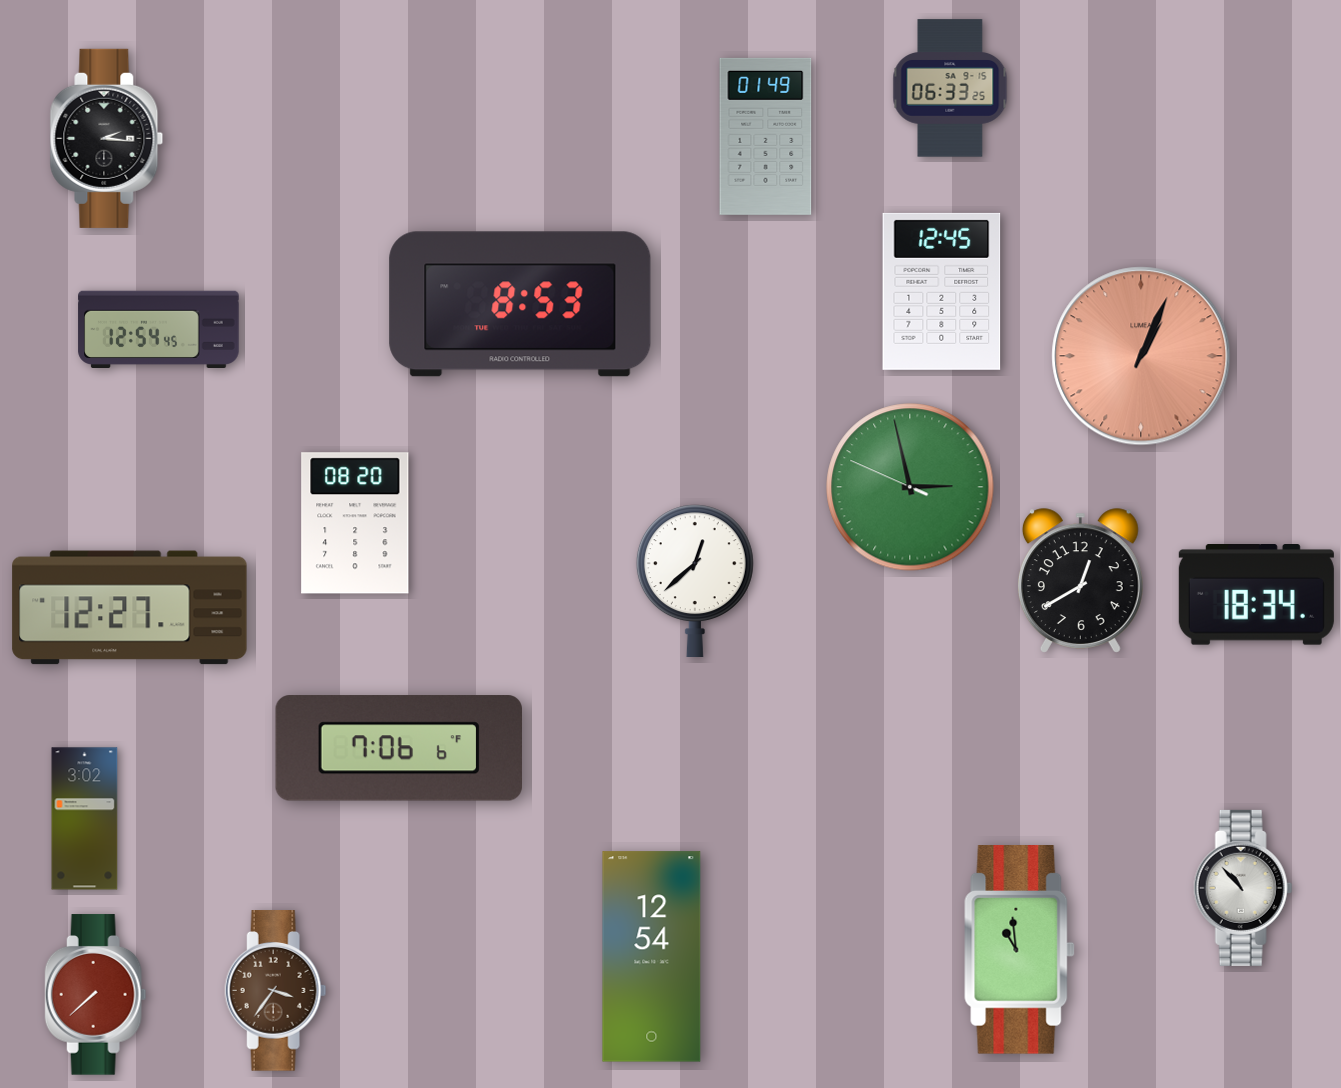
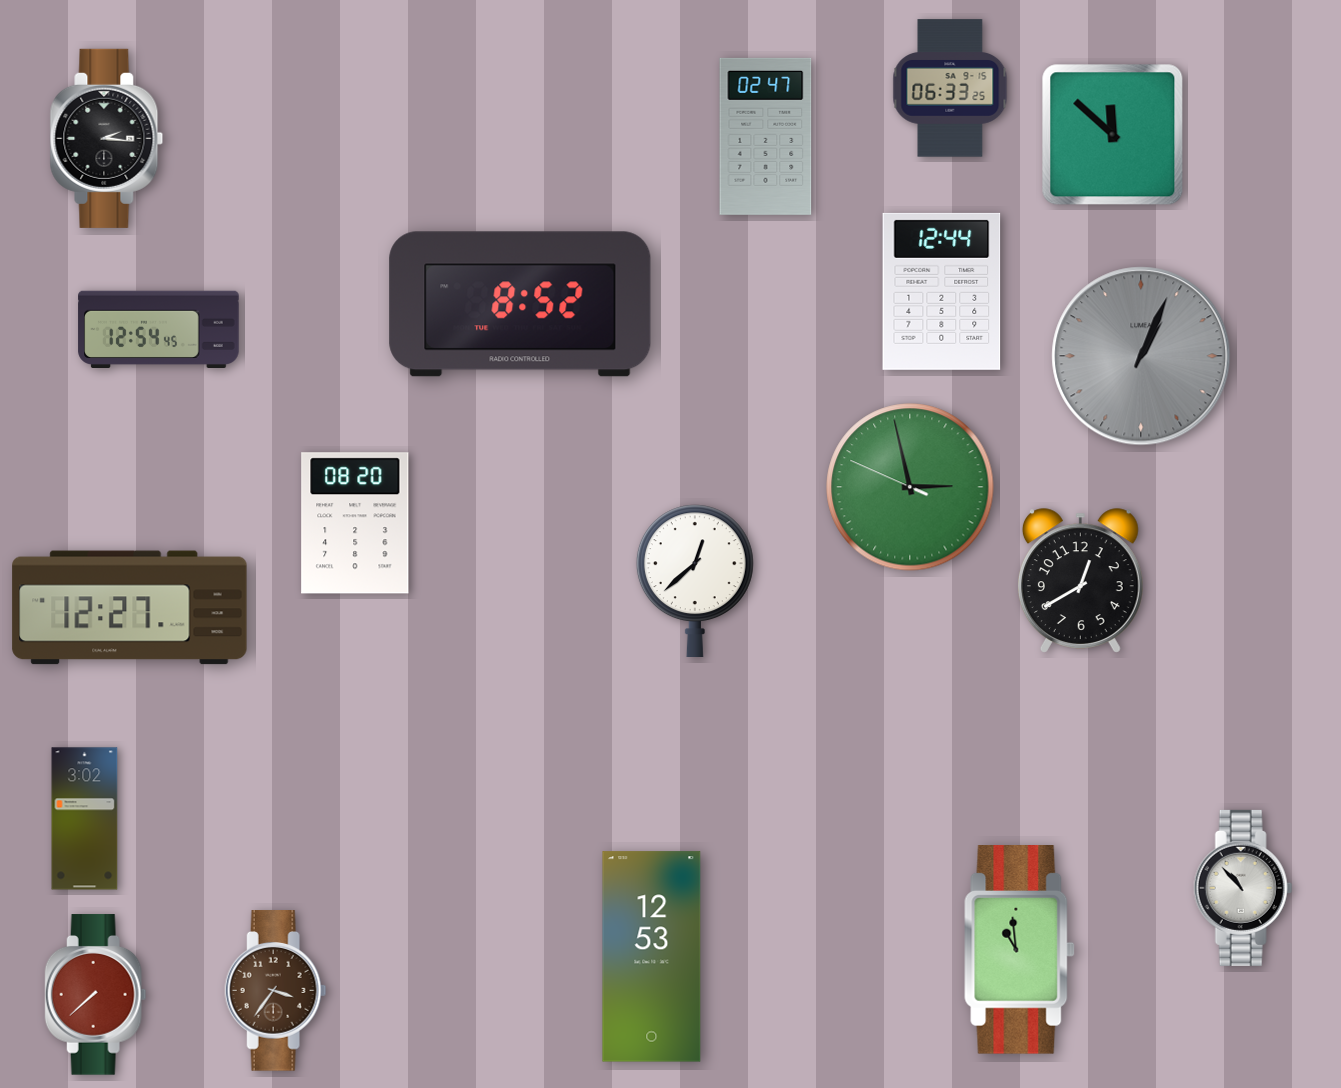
clock at (1113, 135): none -> 11:52
clock at (766, 136): 01:49 -> 02:47
clock at (942, 291): 12:45 -> 12:44
clock at (520, 304): 8:53 -> 8:52
clock at (1141, 356) dial: salmon -> grey
clock at (1256, 595): 18:34 -> none
clock at (398, 748): 7:06 -> none
clock at (652, 957): 12:54 -> 12:53
